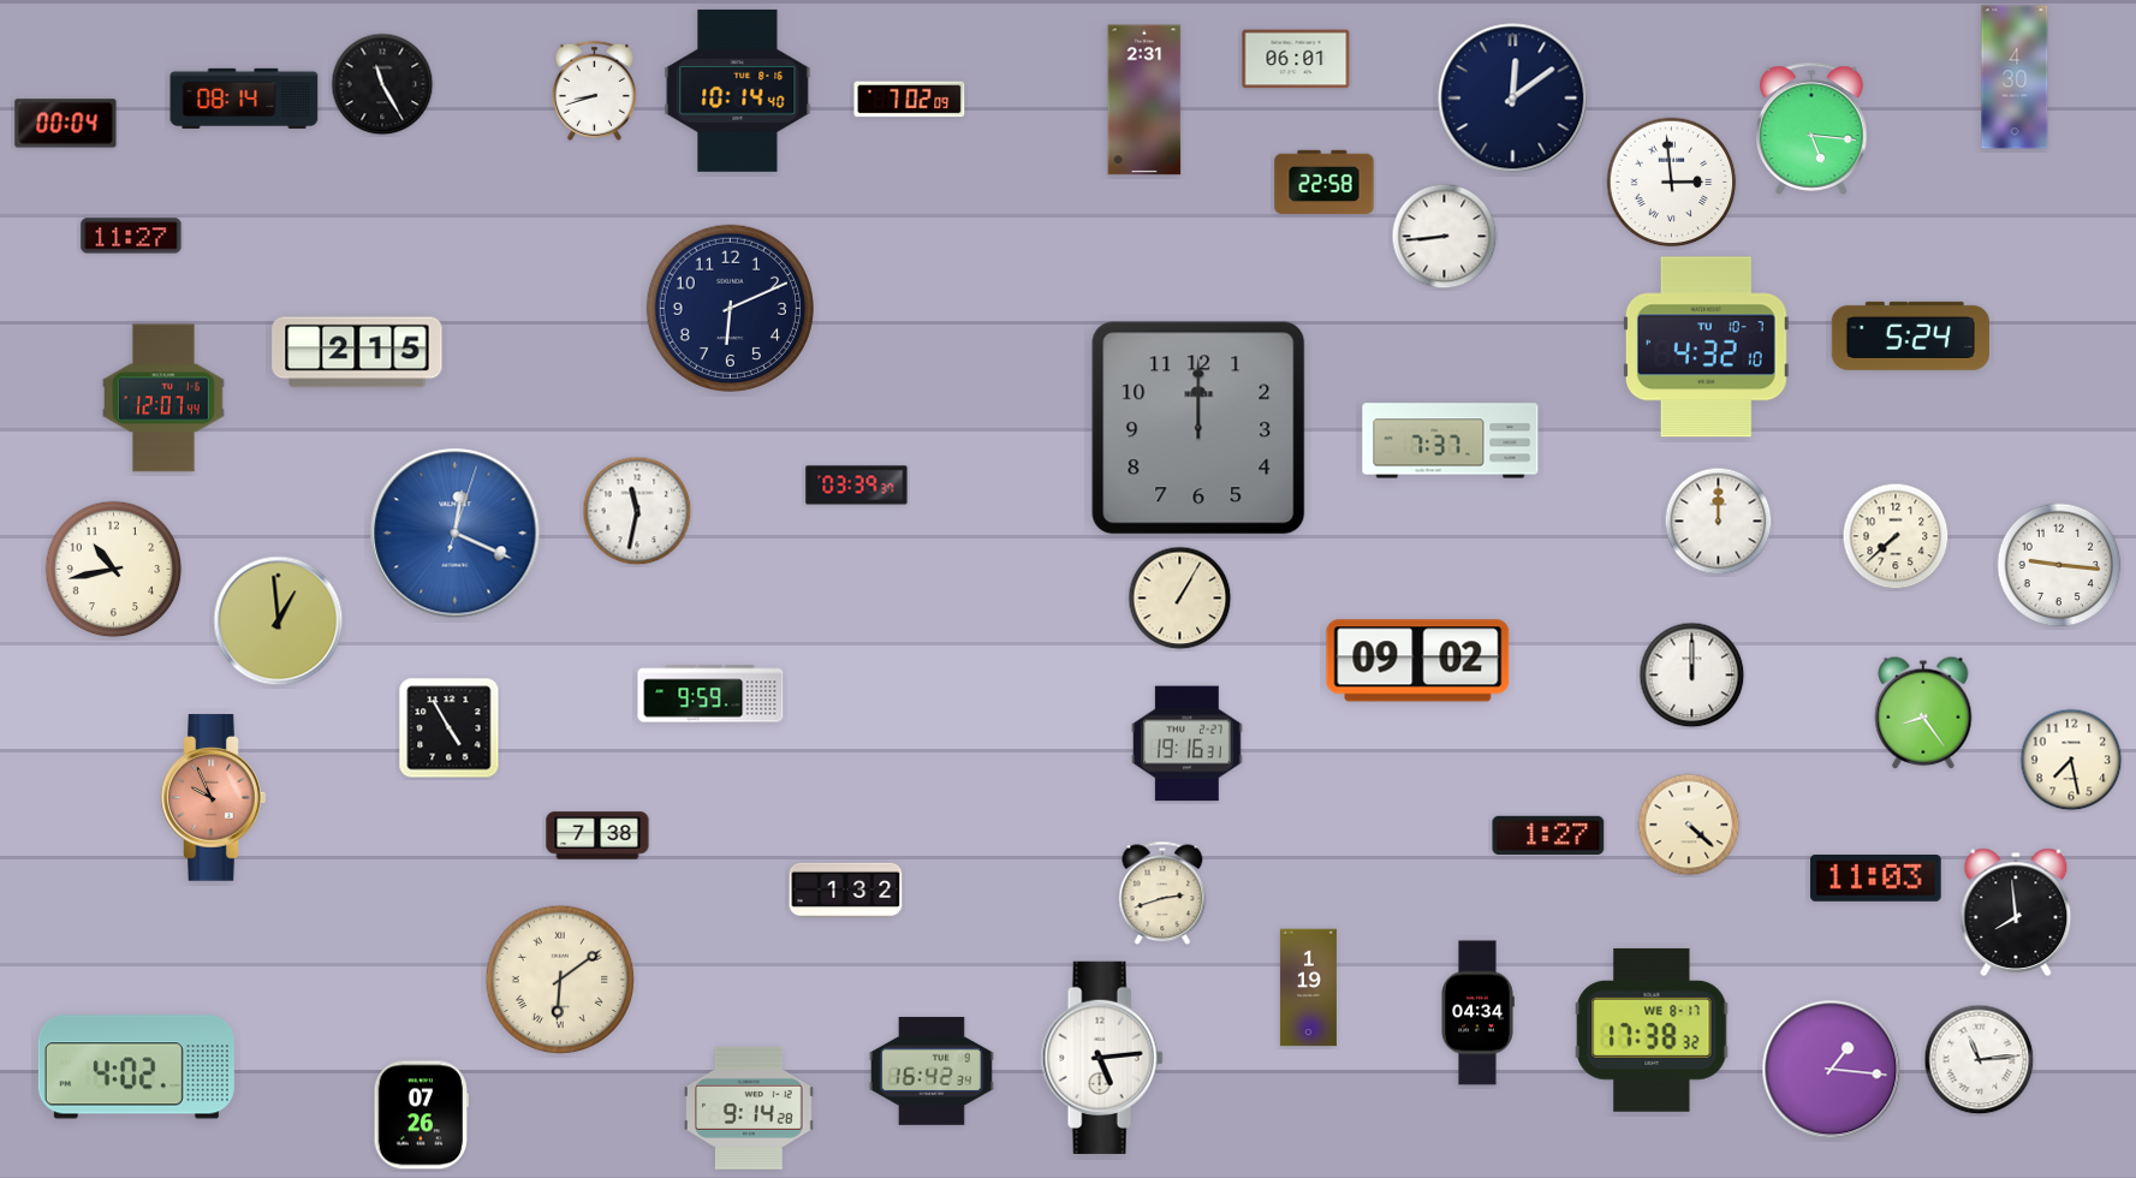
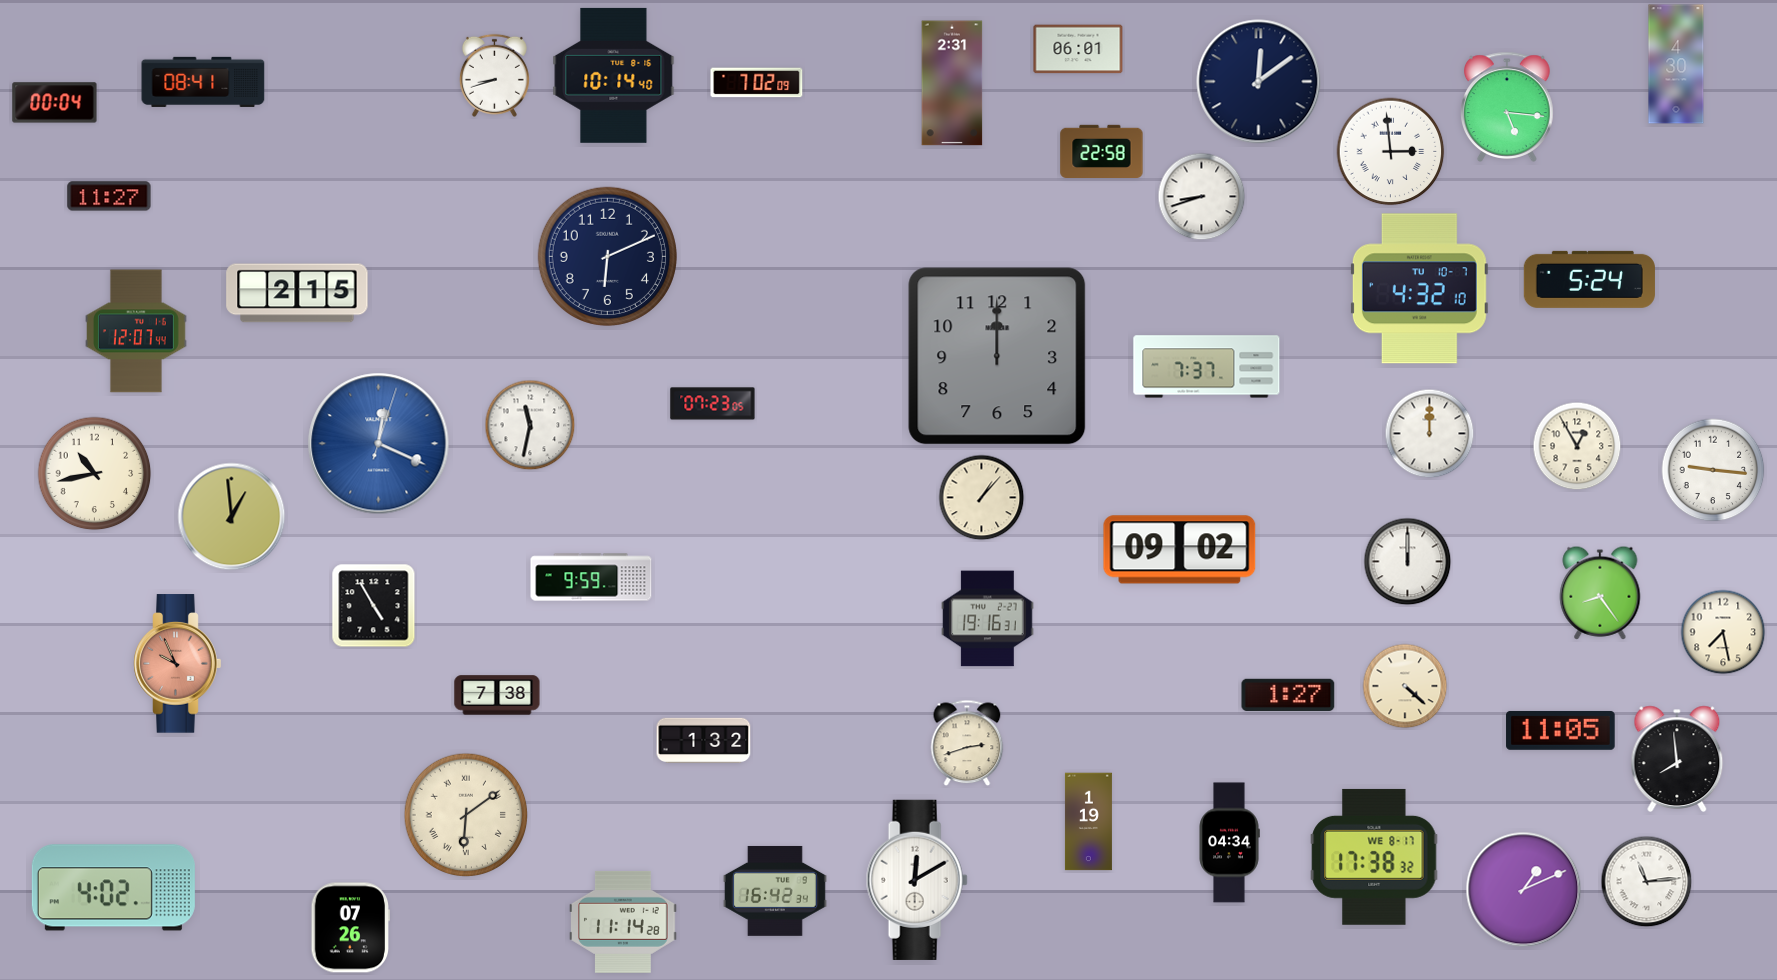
clock at (382, 84): 11:25 -> none
clock at (244, 99): 08:14 -> 08:41
clock at (1445, 237): 8:44 -> 8:42
clock at (857, 486): 03:39 -> 07:23
clock at (1896, 536): 7:38 -> 12:55
clock at (1180, 599): 1:05 -> 1:07
clock at (1876, 877): 11:03 -> 11:05
clock at (1102, 1058): 5:14 -> 12:10
clock at (1832, 1070): 1:16 -> 1:11
clock at (749, 1108): 9:14 -> 11:14
